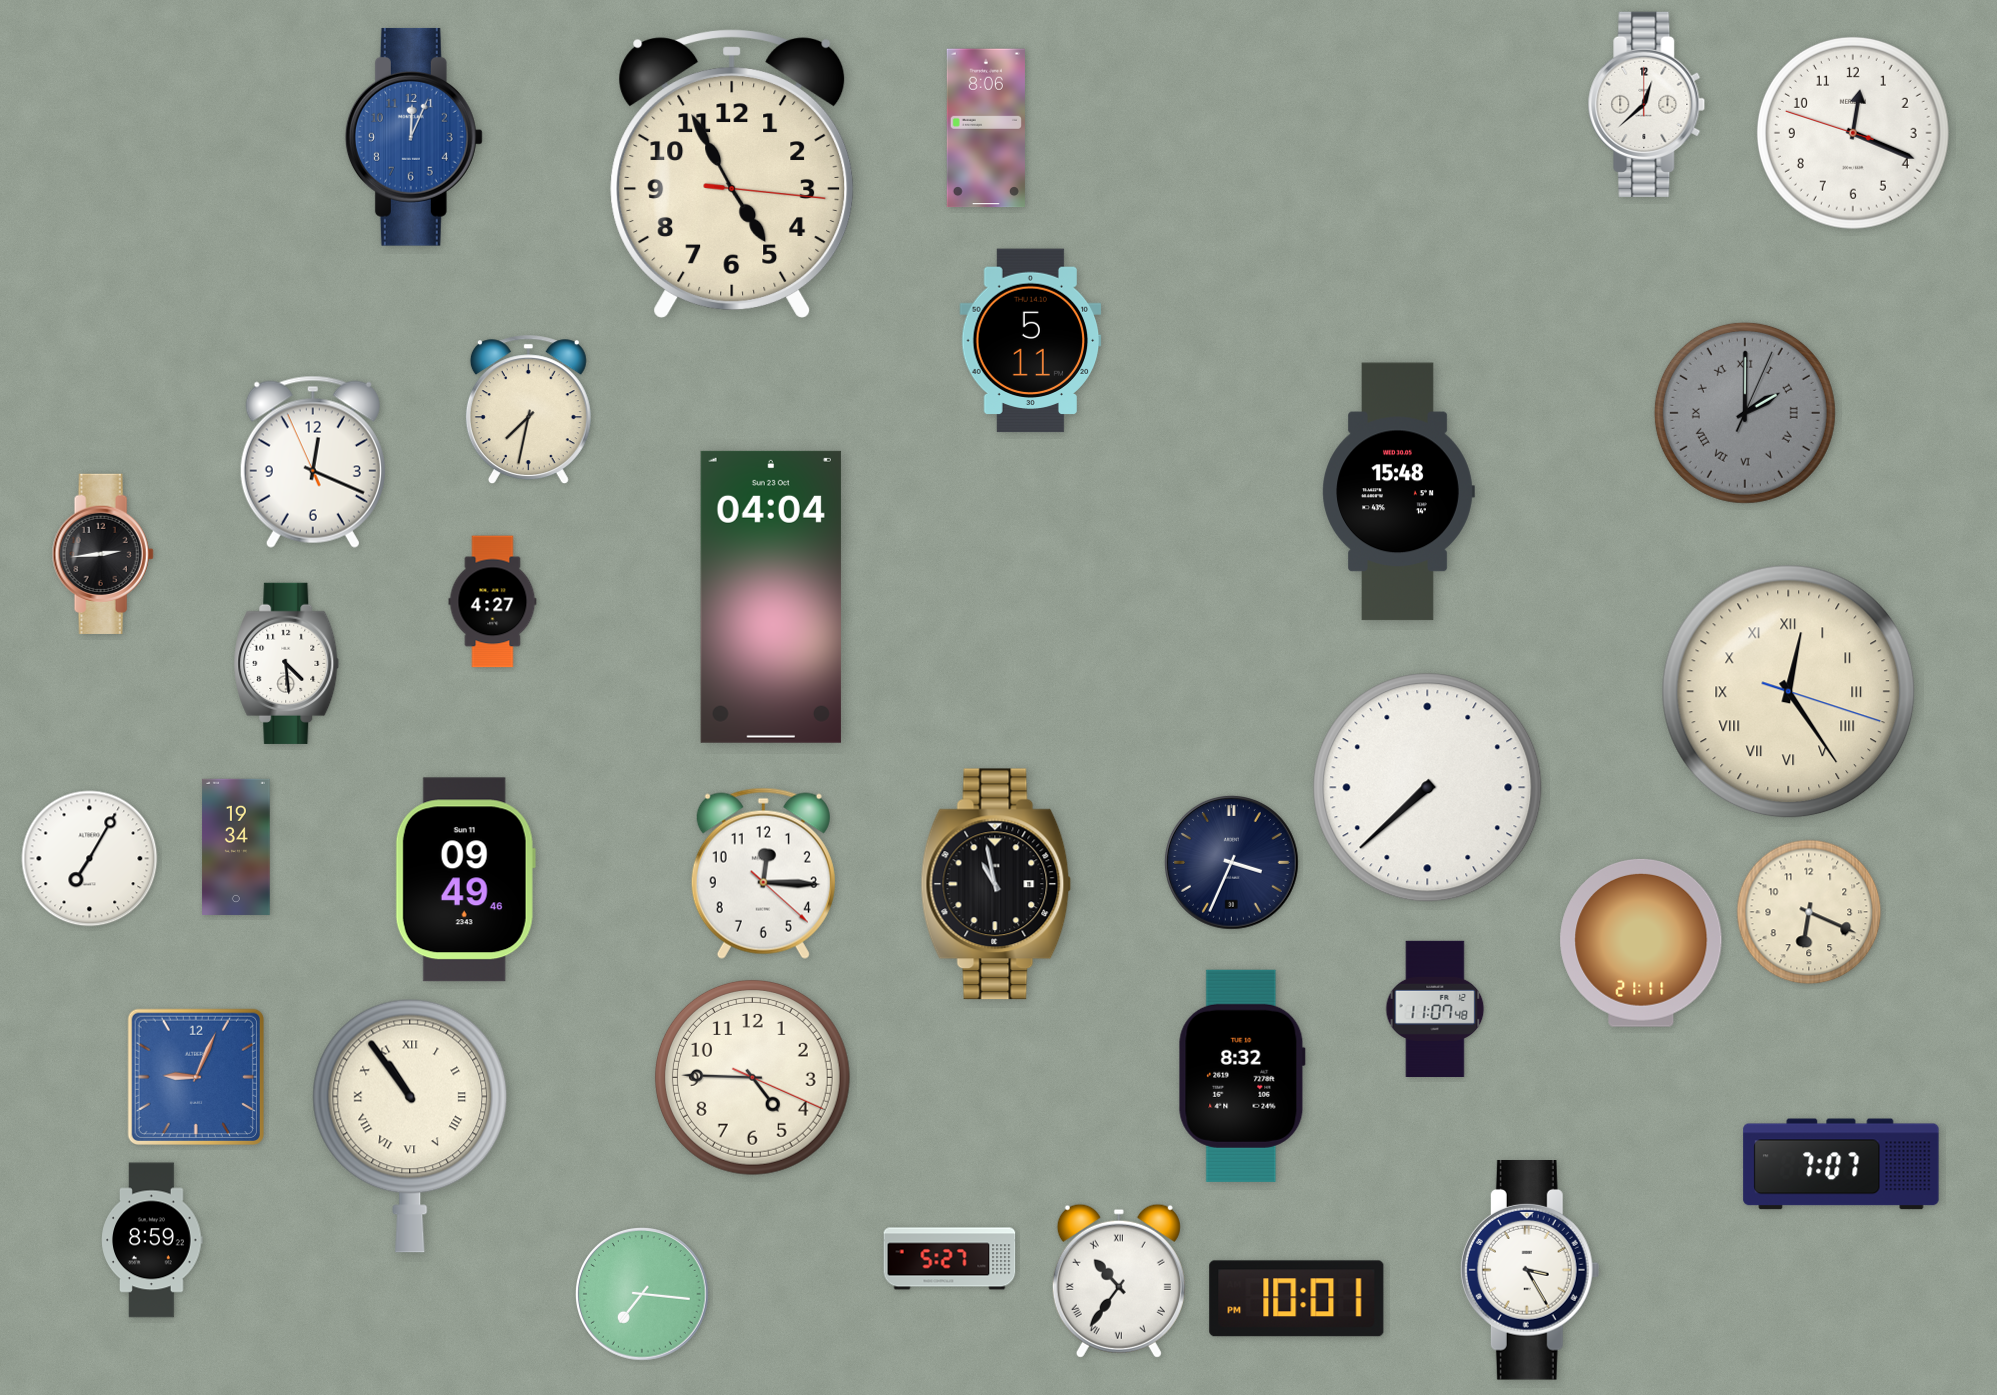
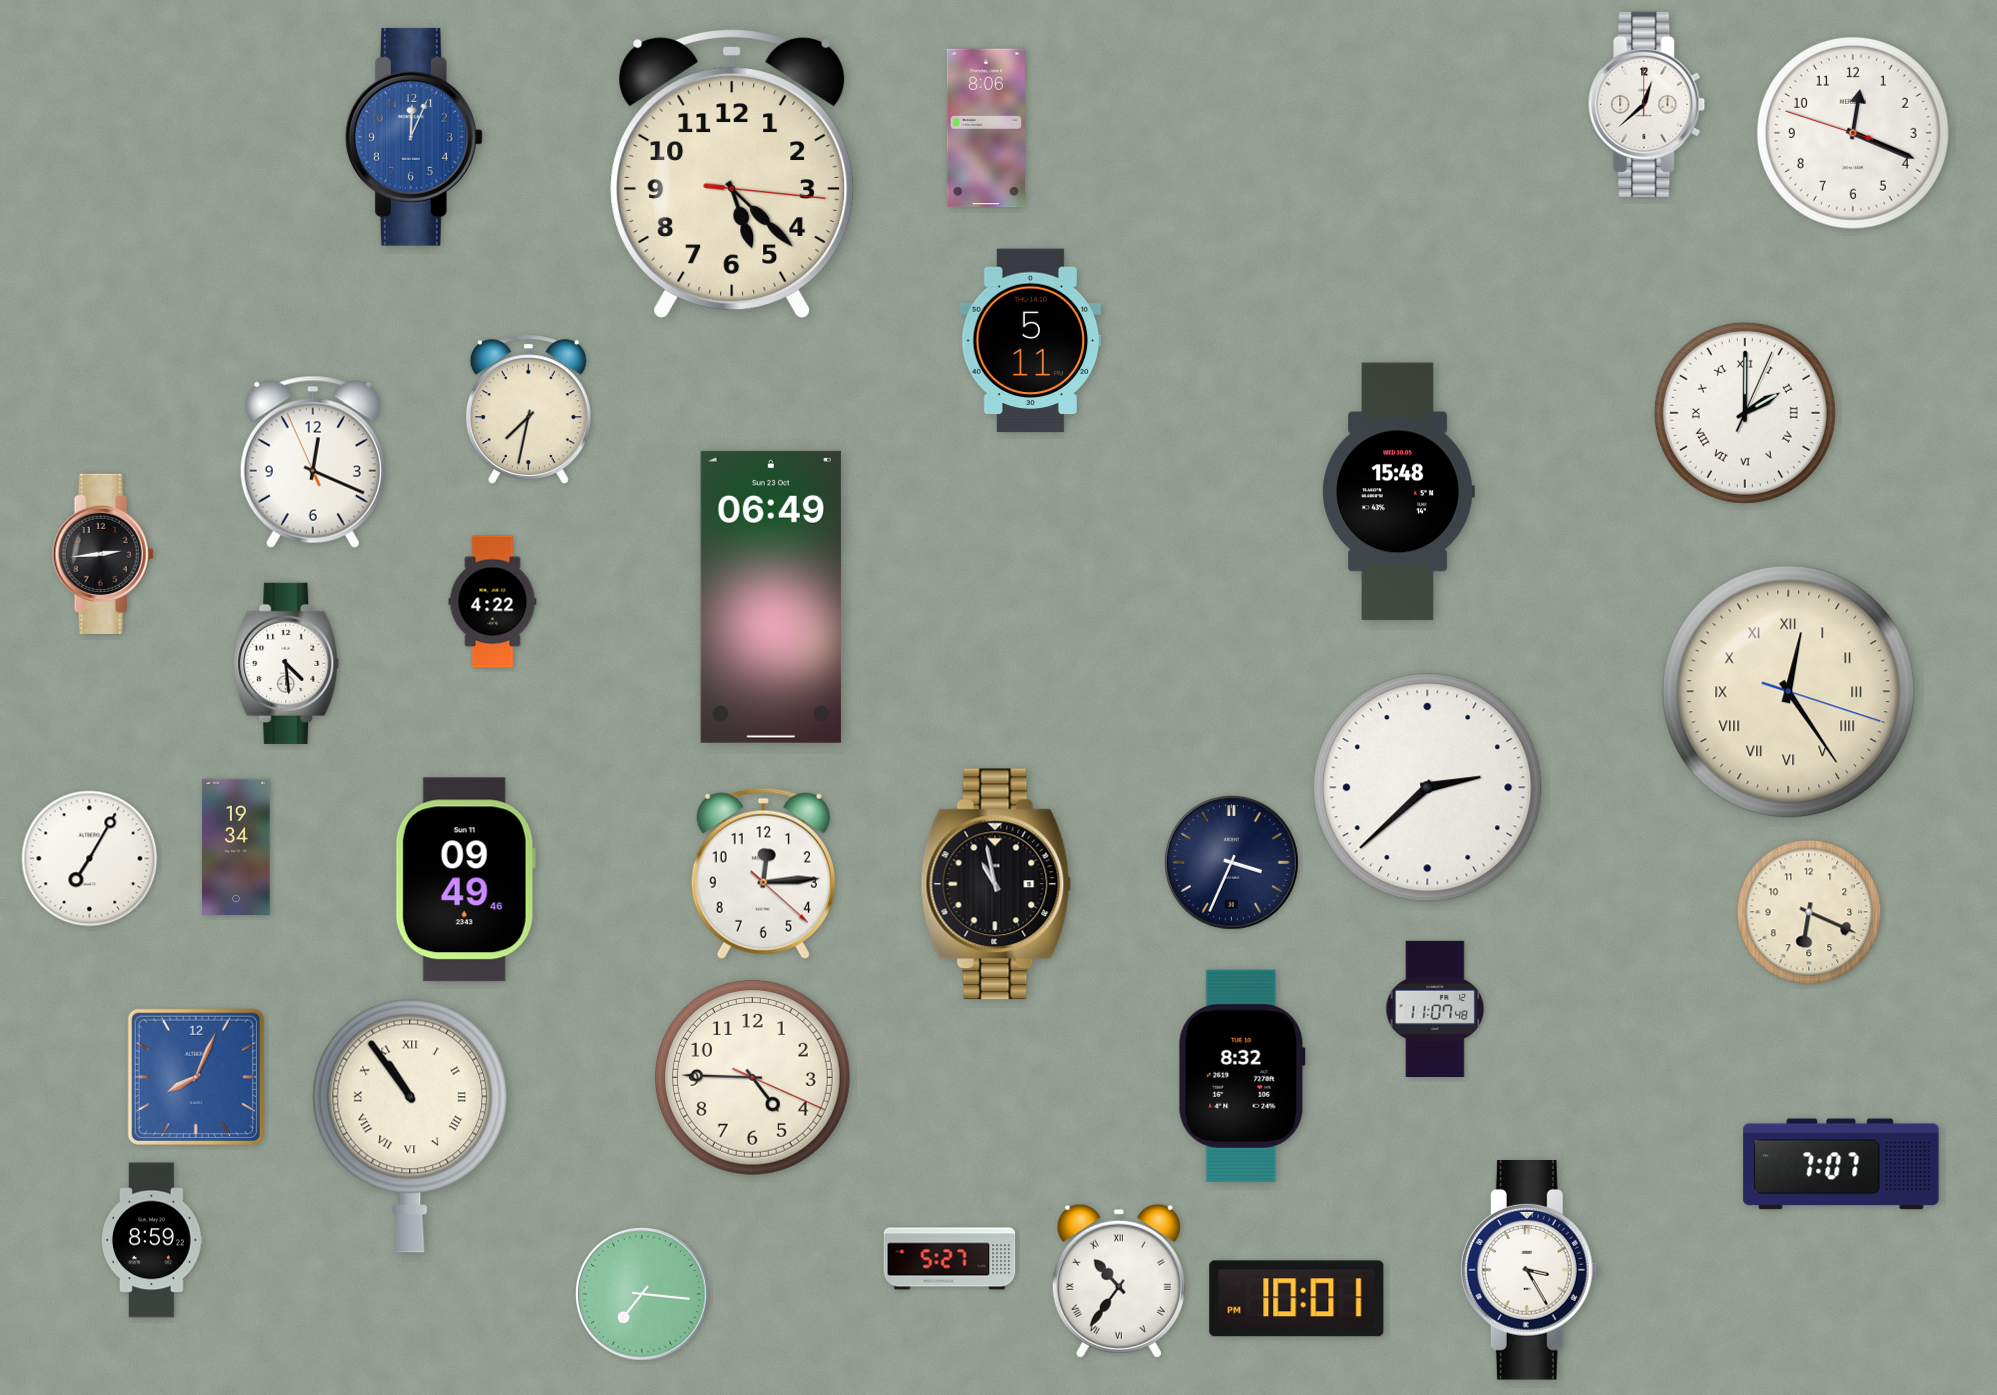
clock at (732, 174): 4:55 -> 5:22
clock at (1745, 413) dial: grey -> white
clock at (771, 597): 04:04 -> 06:49
clock at (493, 602): 4:27 -> 4:22
clock at (1428, 788): 7:38 -> 2:38
clock at (763, 873): 12:15 -> 12:14
clock at (1641, 943): 21:11 -> none
clock at (196, 1077): 9:04 -> 8:04
